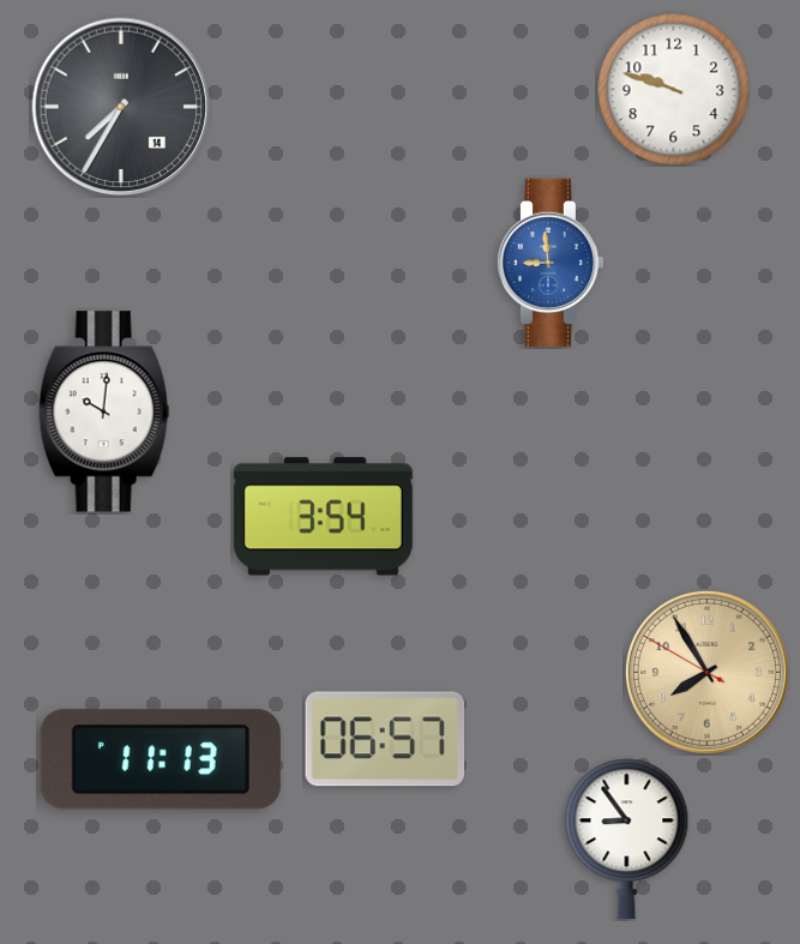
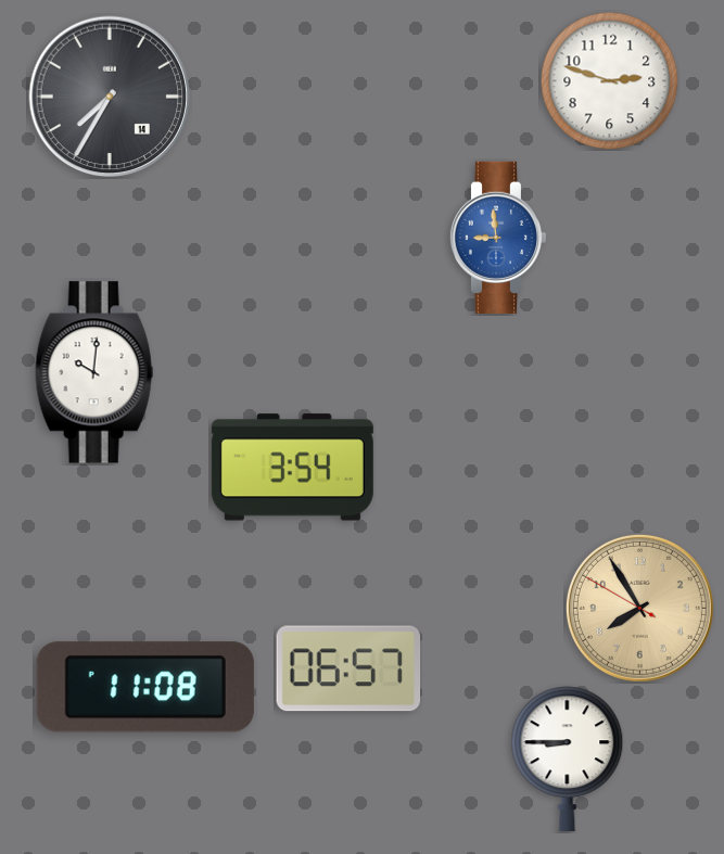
clock at (673, 89): 9:48 -> 2:48
clock at (161, 759): 11:13 -> 11:08
clock at (627, 840): 8:54 -> 8:45
